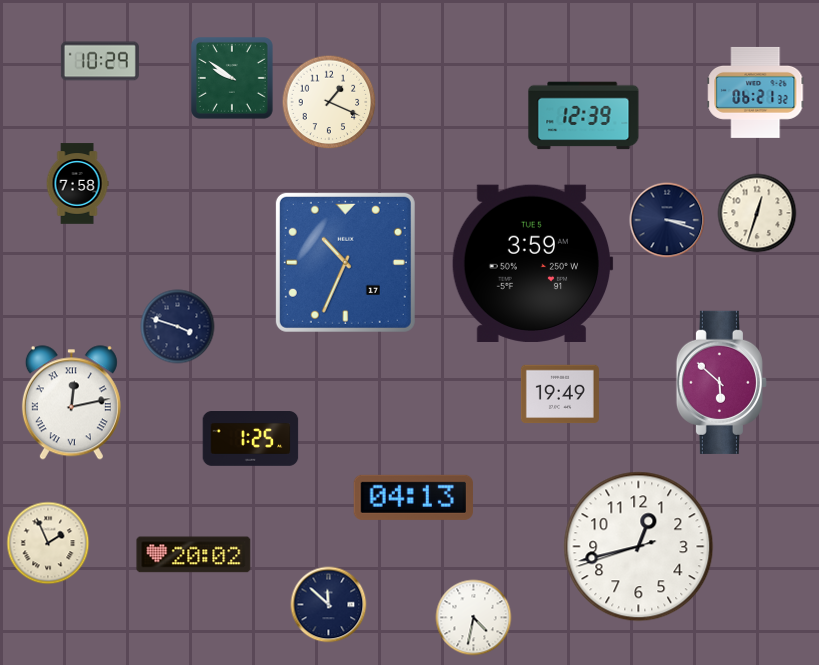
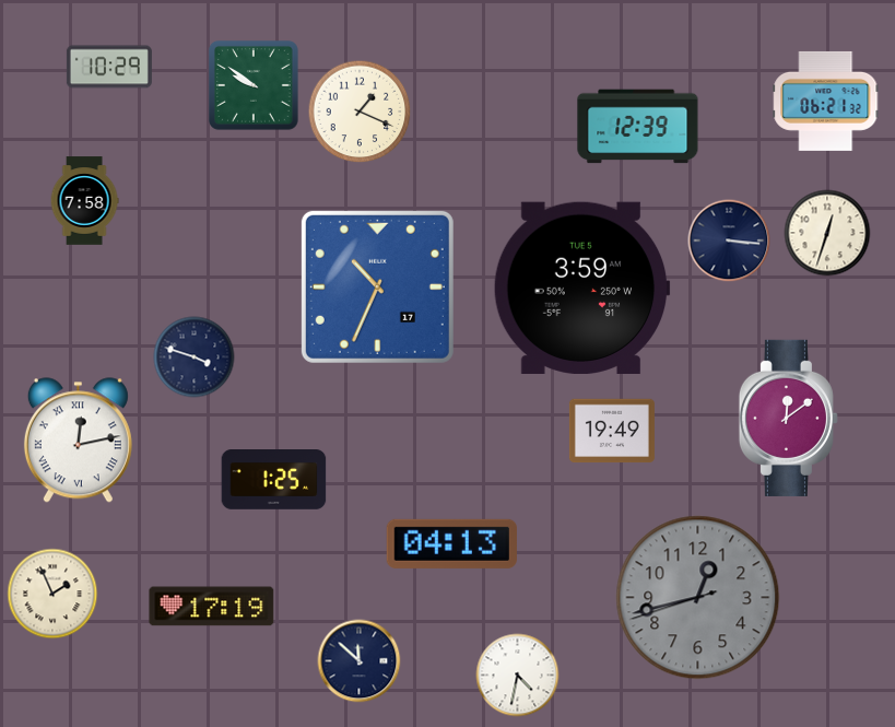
clock at (667, 220): 3:18 -> 3:16
clock at (721, 382): 5:52 -> 12:09
clock at (639, 547) dial: white -> grey
clock at (194, 555): 20:02 -> 17:19
